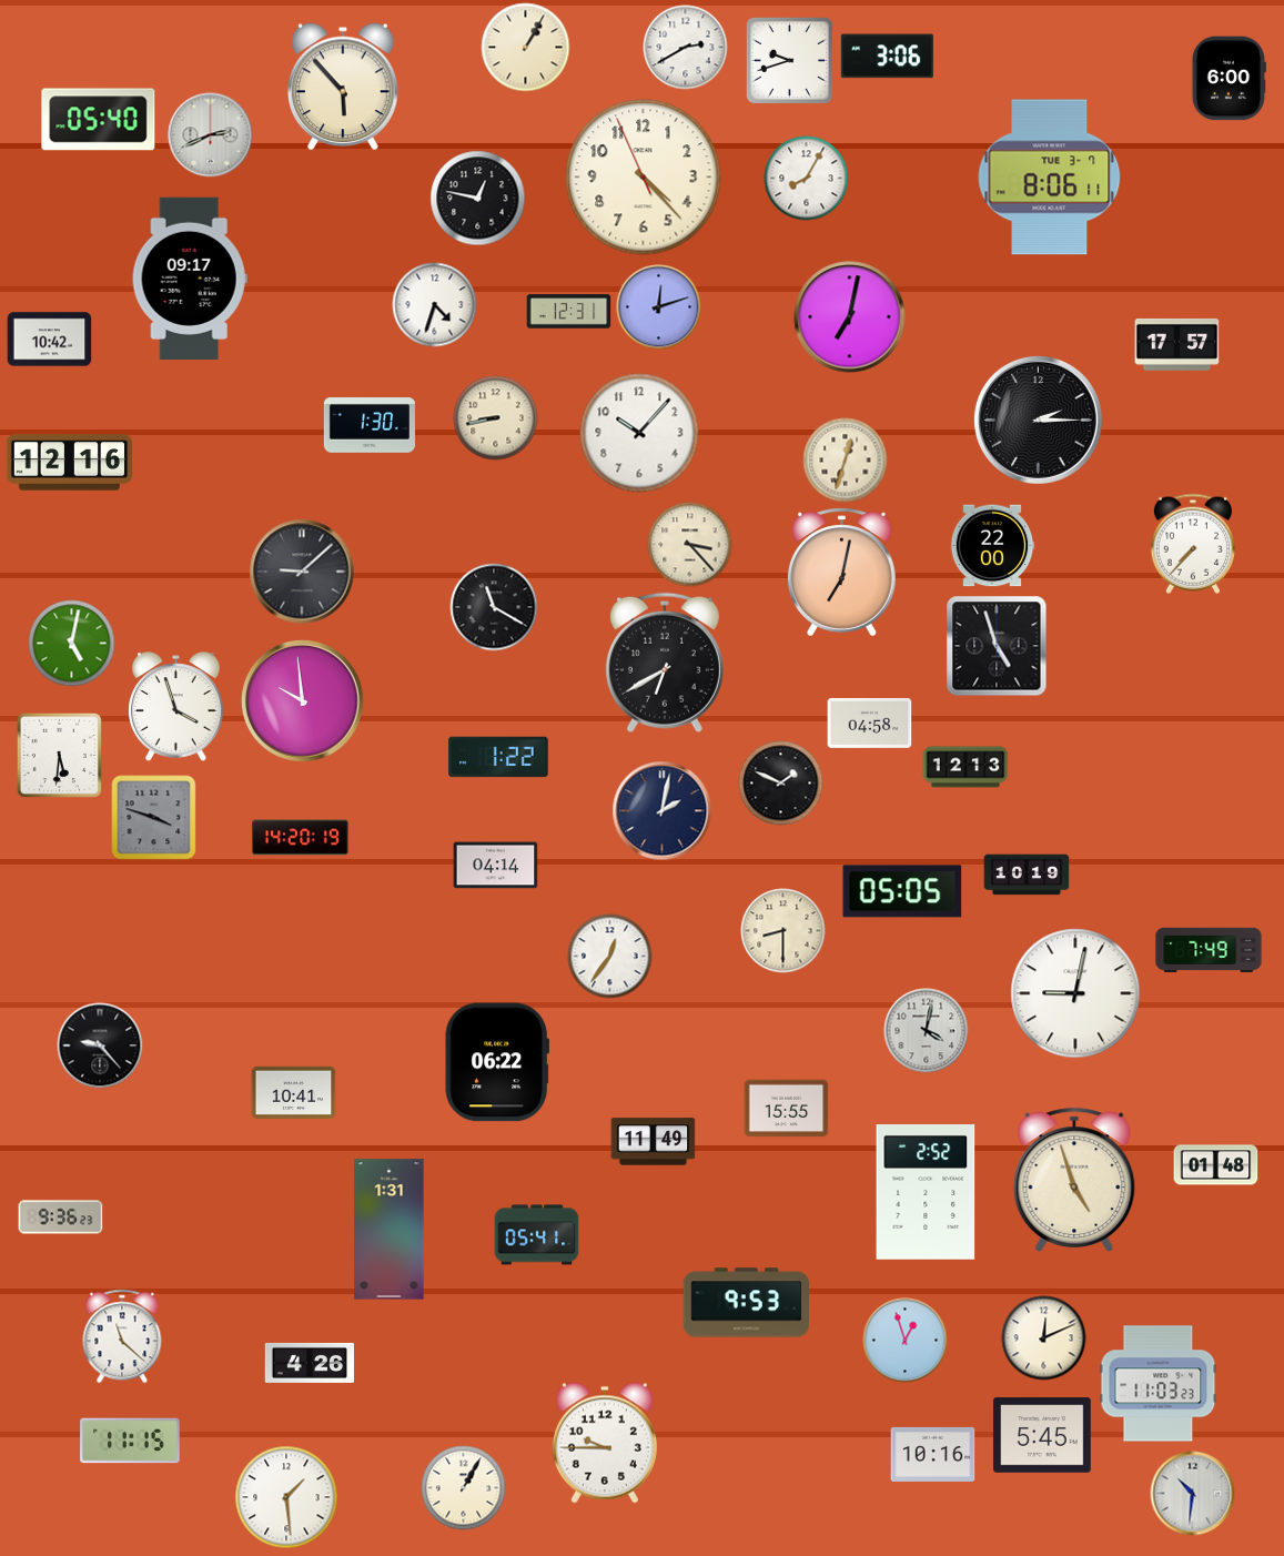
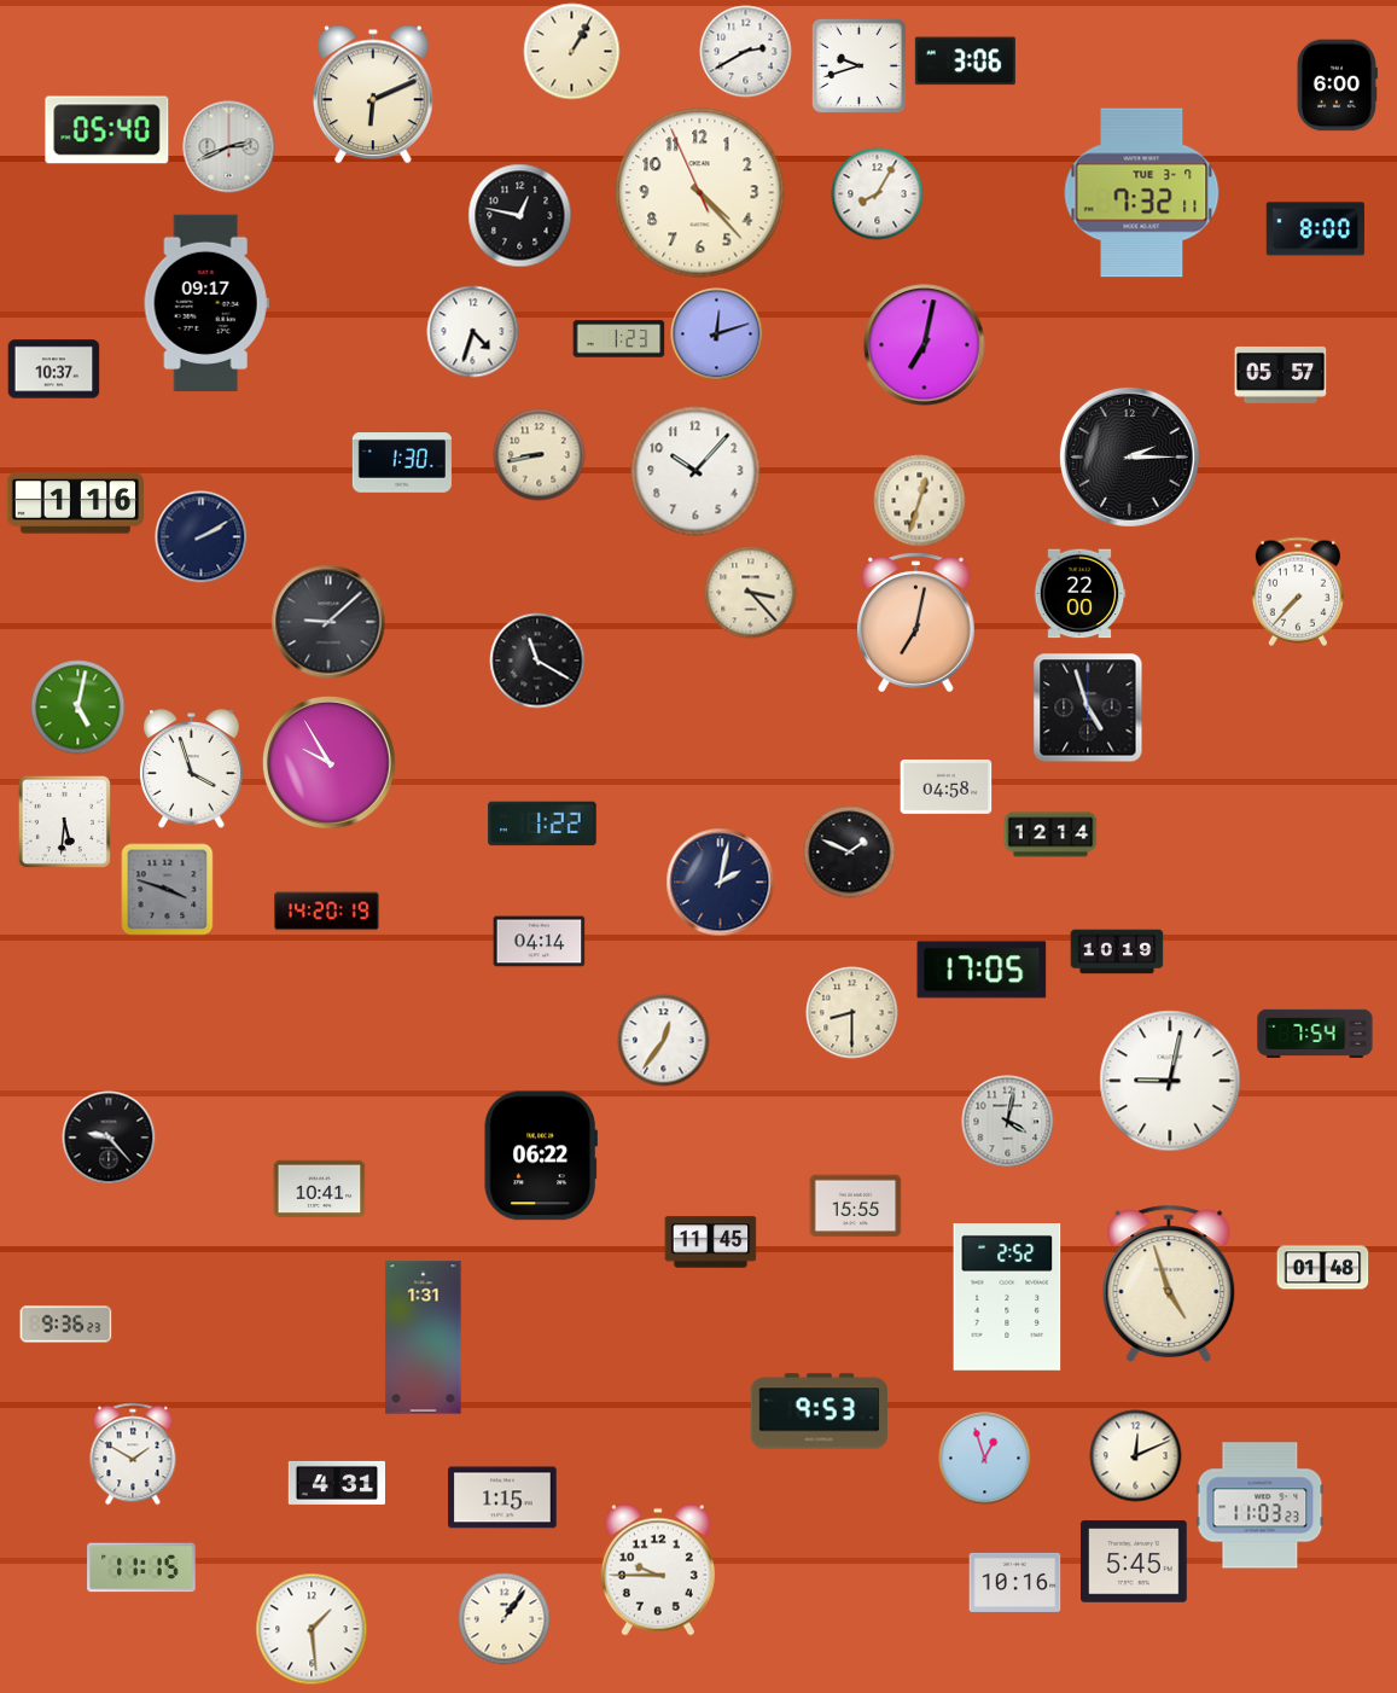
clock at (343, 87): 5:53 -> 6:11
clock at (1050, 178): 8:06 -> 7:32
clock at (1315, 229): none -> 8:00
clock at (569, 312): 12:31 -> 1:23
clock at (50, 340): 10:42 -> 10:37
clock at (1177, 344): 17:57 -> 05:57
clock at (70, 463): 12:16 -> 1:16
clock at (202, 537): none -> 2:10
clock at (72, 644) position: (72, 644) -> (78, 708)
clock at (997, 646) position: (997, 646) -> (1088, 708)
clock at (665, 663): 6:40 -> none
clock at (303, 701): 9:59 -> 9:55
clock at (965, 767): 12:13 -> 12:14
clock at (902, 891): 05:05 -> 17:05
clock at (1209, 949): 7:49 -> 7:54
clock at (654, 1142): 11:49 -> 11:45
clock at (537, 1235): 05:41 -> none
clock at (746, 1303) position: (746, 1303) -> (819, 1412)
clock at (122, 1336): 11:22 -> 1:50
clock at (310, 1363): 4:26 -> 4:31
clock at (502, 1497): none -> 1:15
clock at (464, 1488): 1:05 -> 1:06
clock at (1193, 1494): 10:31 -> none
